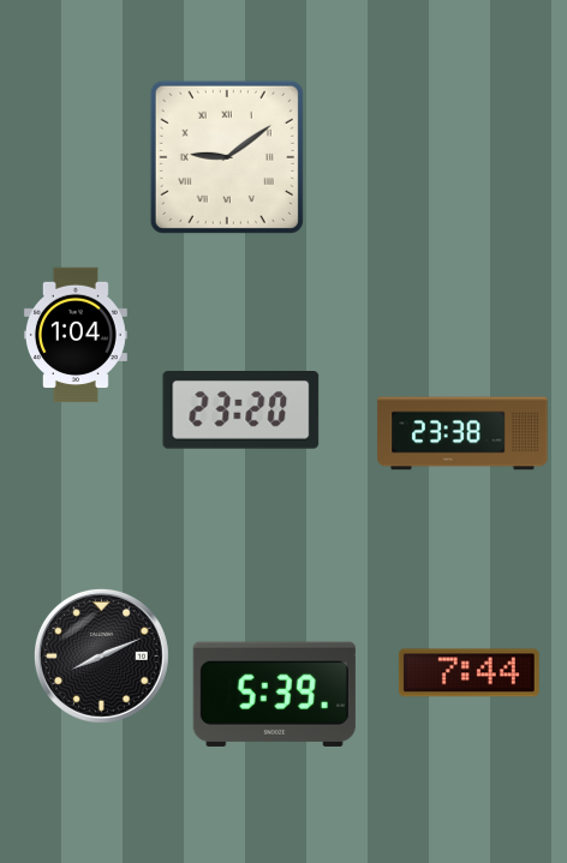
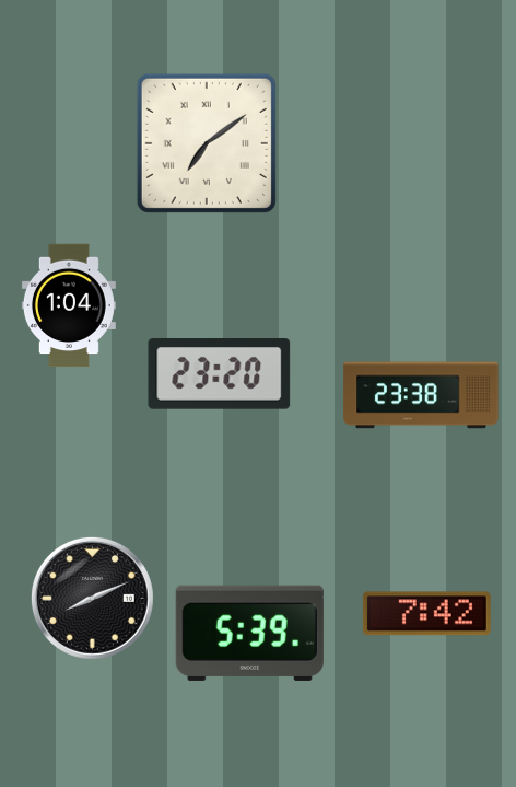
clock at (227, 157): 9:09 -> 7:09
clock at (468, 673): 7:44 -> 7:42
